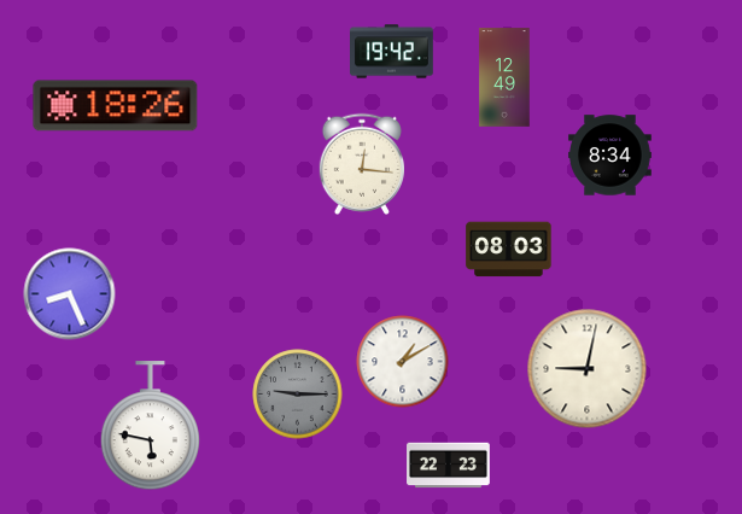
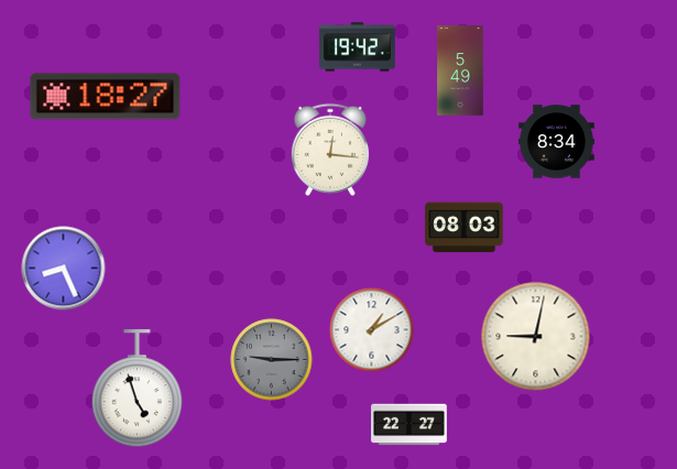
clock at (504, 77): 12:49 -> 5:49
clock at (116, 106): 18:26 -> 18:27
clock at (403, 362) position: (403, 362) -> (372, 330)
clock at (150, 426): 5:47 -> 4:57
clock at (449, 466): 22:23 -> 22:27
